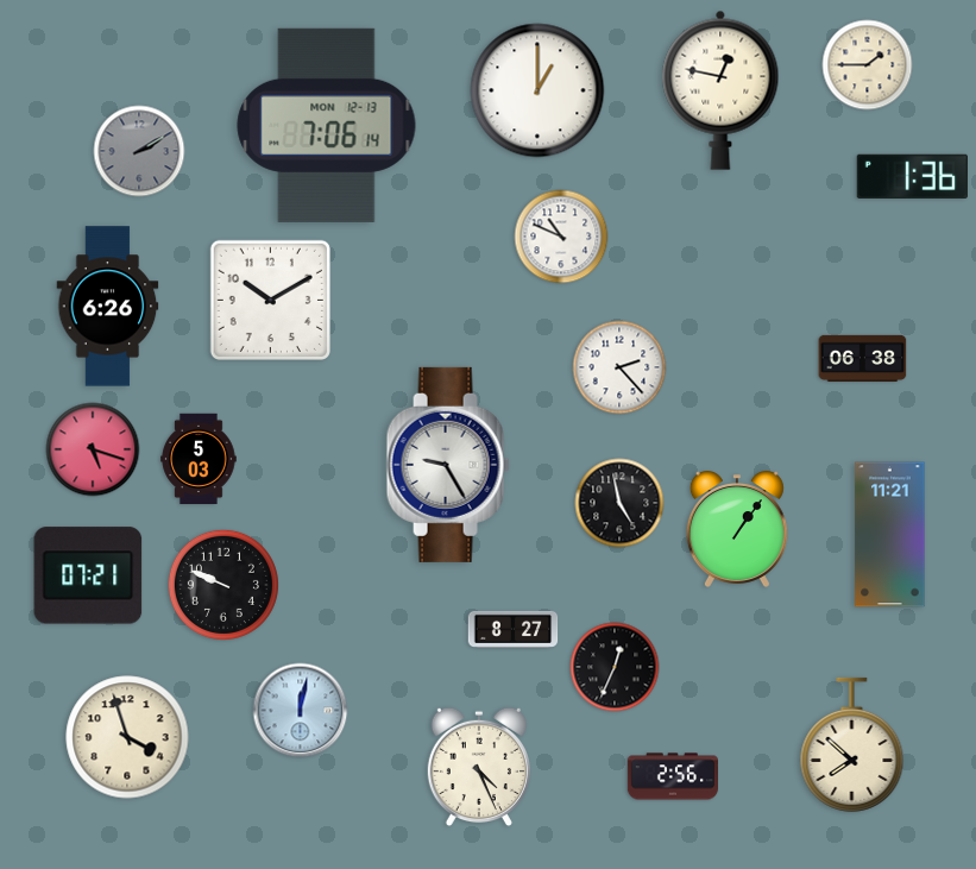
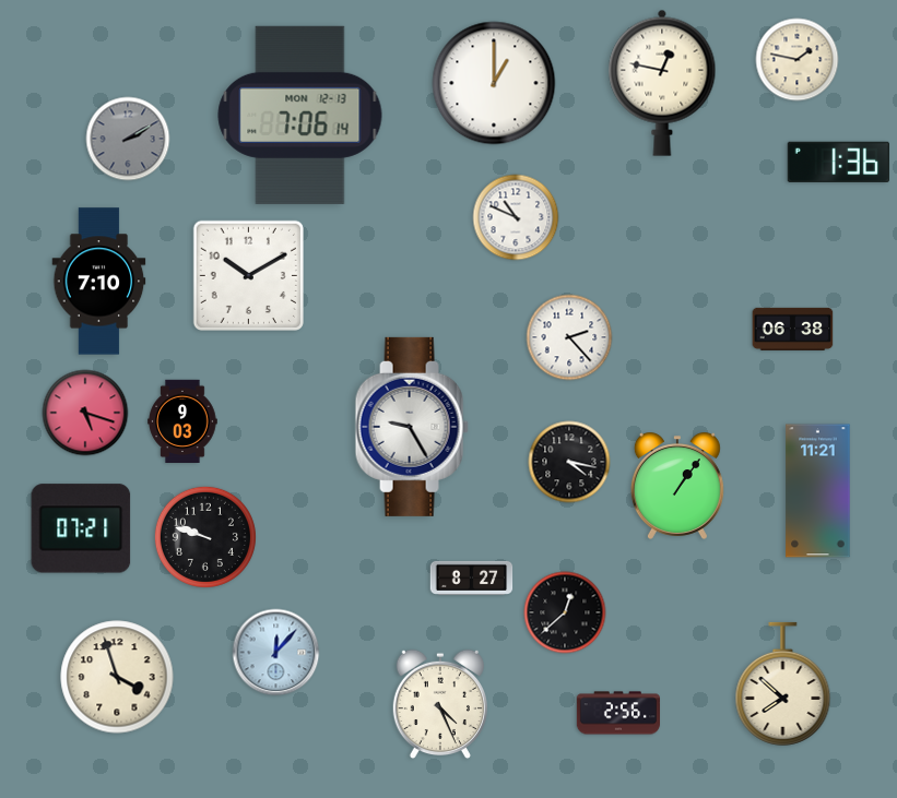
clock at (868, 65): 1:45 -> 1:47
clock at (108, 307): 6:26 -> 7:10
clock at (199, 458): 5:03 -> 9:03
clock at (619, 503): 4:58 -> 4:17
clock at (223, 585): 9:49 -> 9:48
clock at (615, 667): 12:34 -> 12:38
clock at (301, 711): 12:02 -> 12:07
